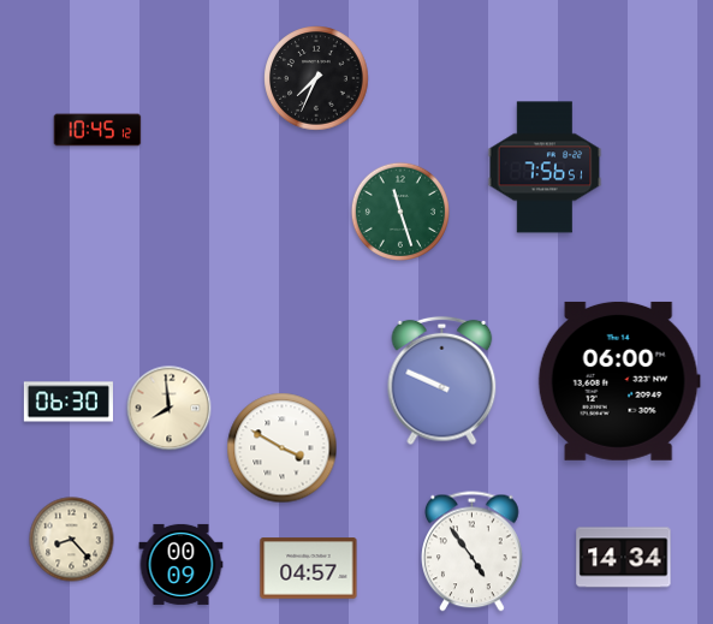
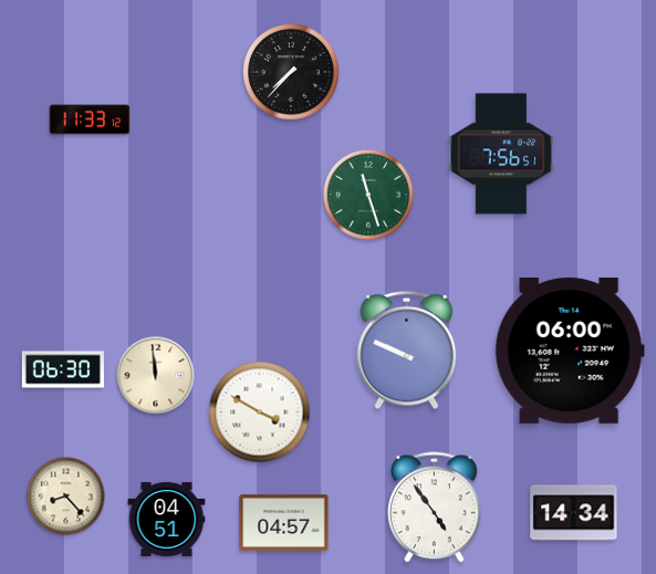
clock at (316, 78): 7:34 -> 7:37
clock at (97, 130): 10:45 -> 11:33
clock at (170, 409): 7:59 -> 11:59
clock at (182, 564): 00:09 -> 04:51
